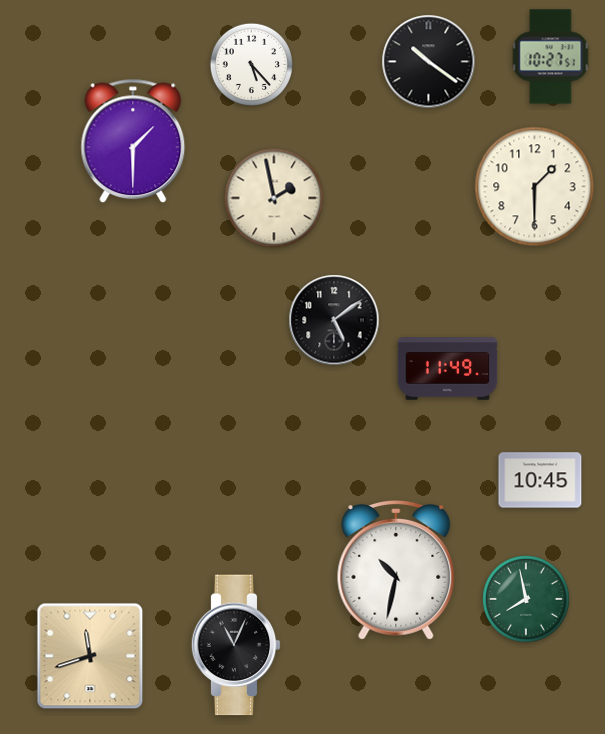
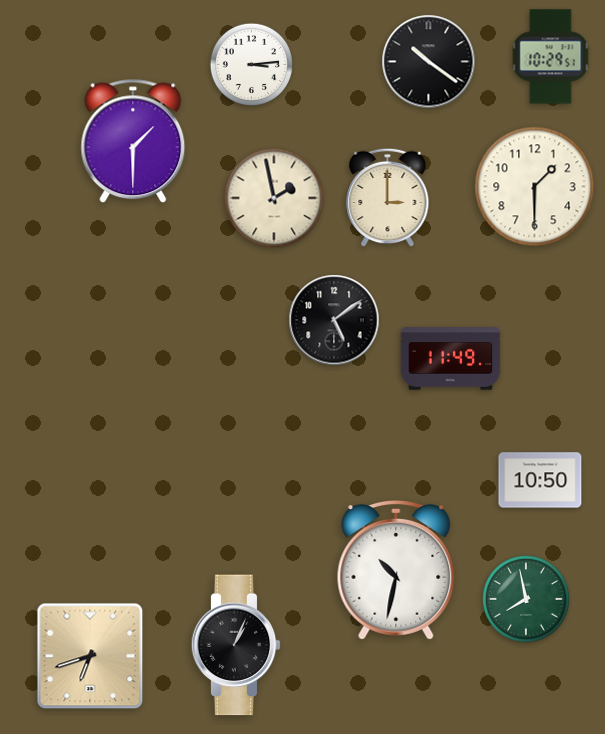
clock at (551, 57): 10:27 -> 10:29
clock at (251, 64): 5:23 -> 3:14
clock at (388, 198): none -> 3:00
clock at (448, 369) position: (448, 369) -> (451, 359)
clock at (540, 480): 10:45 -> 10:50
clock at (236, 645): 11:04 -> 1:04
clock at (90, 656): 11:42 -> 6:42
